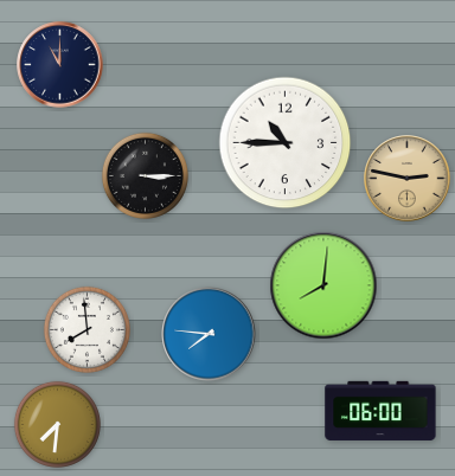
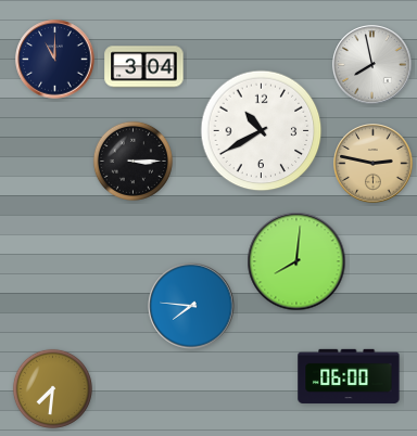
clock at (372, 65): none -> 7:58
clock at (144, 67): none -> 3:04
clock at (286, 143): 10:45 -> 10:40
clock at (86, 329): 7:59 -> none
